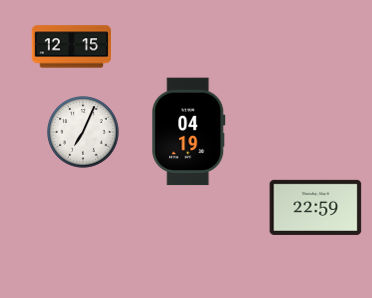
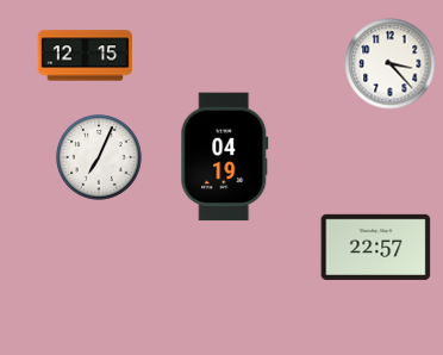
clock at (391, 64): none -> 3:23
clock at (316, 207): 22:59 -> 22:57
